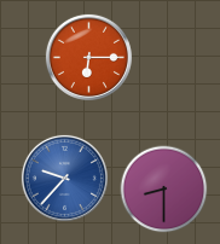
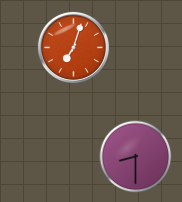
clock at (88, 57): 6:15 -> 7:03
clock at (64, 178): 9:37 -> none
